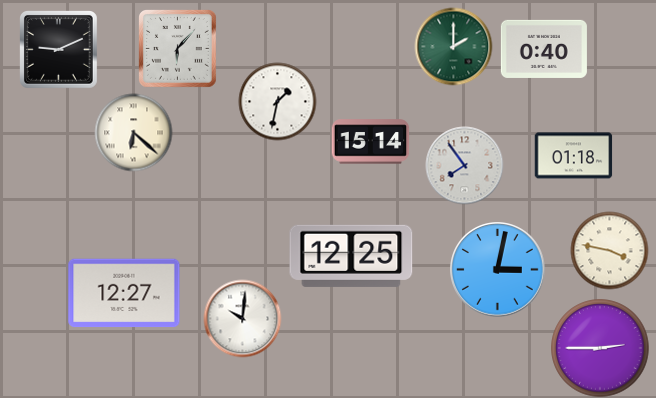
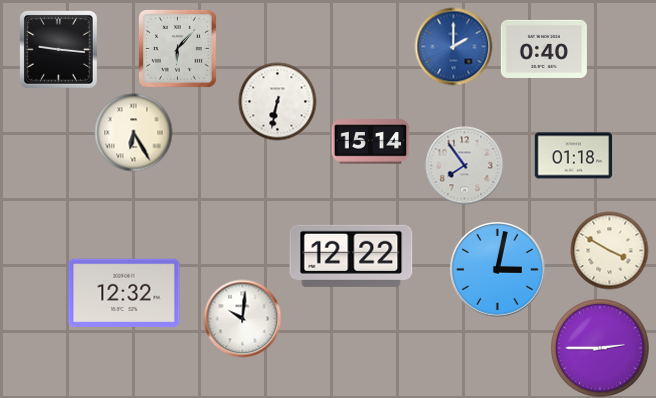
clock at (453, 46) dial: green -> blue
clock at (59, 50): 9:11 -> 9:16
clock at (277, 101): 1:32 -> 6:32
clock at (133, 132): 6:22 -> 6:25
clock at (609, 250): 3:47 -> 3:50
clock at (351, 256): 12:25 -> 12:22
clock at (124, 293): 12:27 -> 12:32
